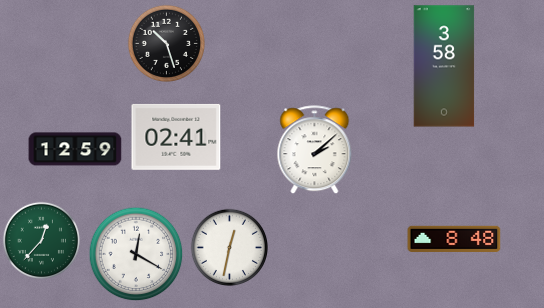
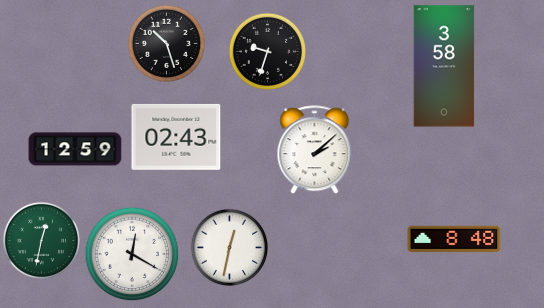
clock at (267, 51): none -> 9:33
clock at (176, 137): 02:41 -> 02:43
clock at (41, 240): 12:37 -> 12:32
clock at (136, 254) position: (136, 254) -> (132, 254)
